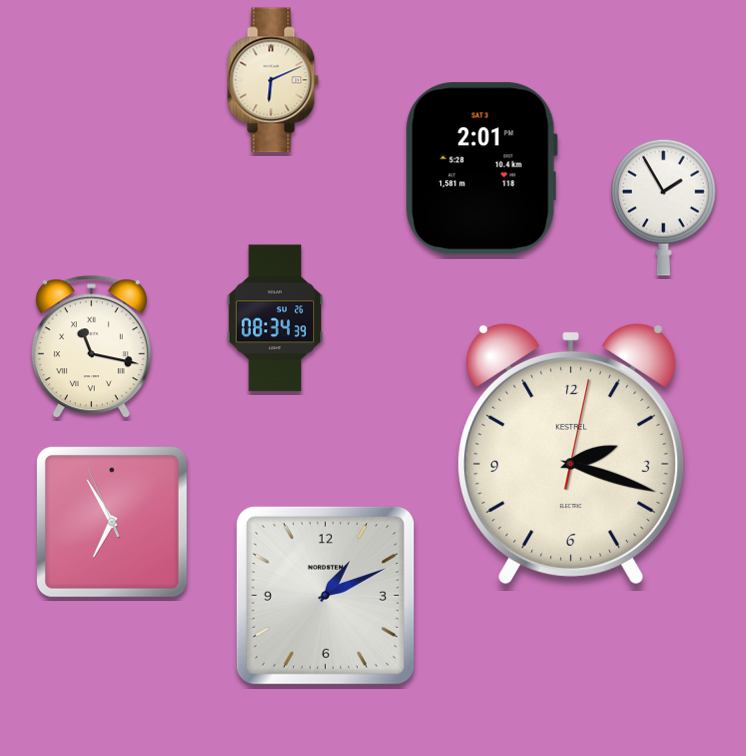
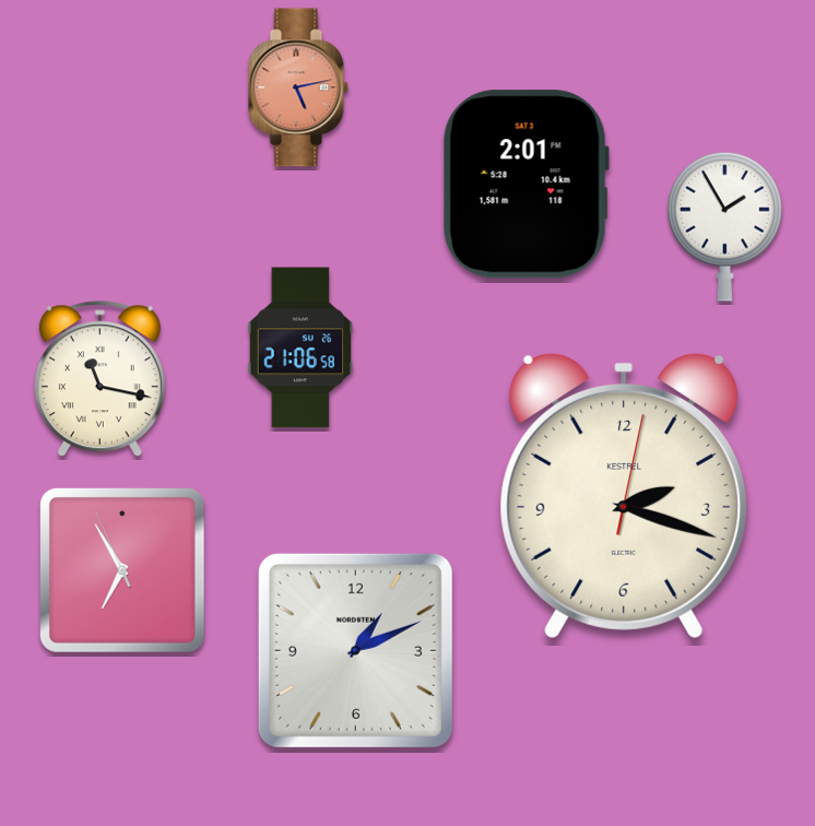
clock at (273, 80): 6:11 -> 5:13
clock at (273, 80) dial: cream -> salmon
clock at (275, 318): 08:34 -> 21:06
